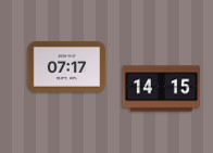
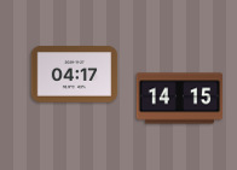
clock at (67, 67): 07:17 -> 04:17
